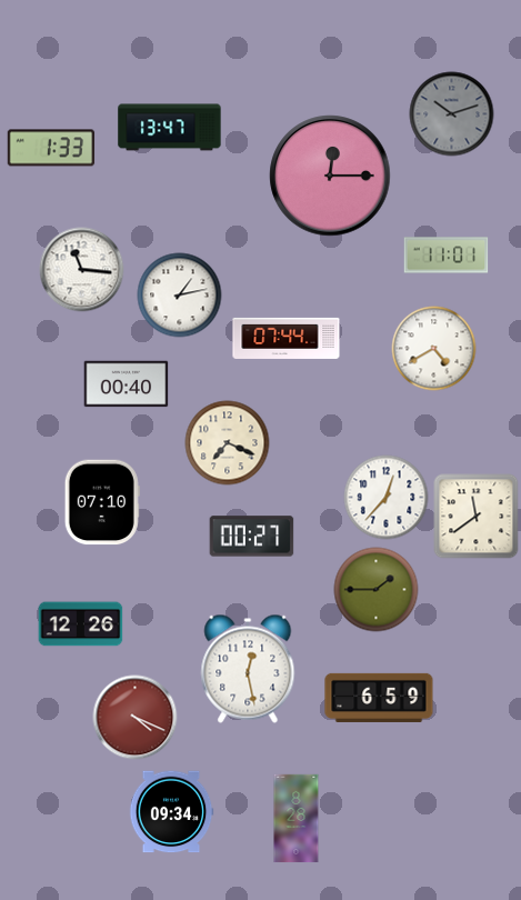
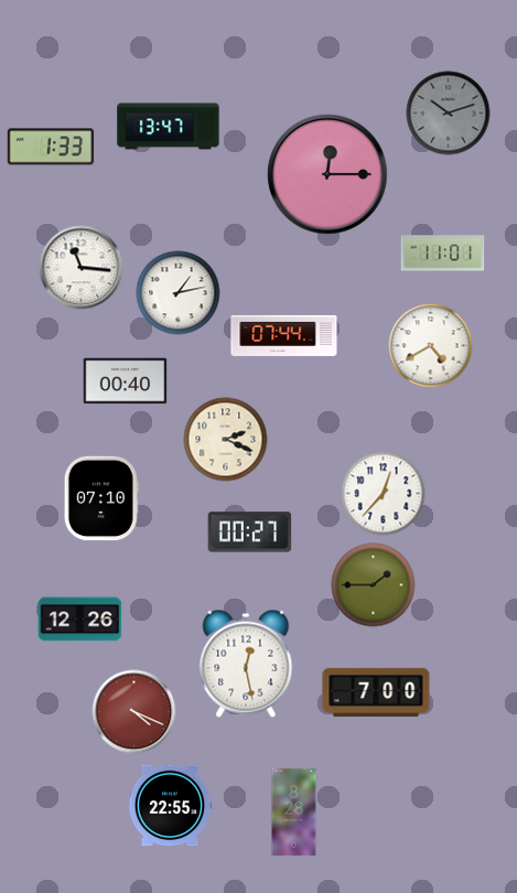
clock at (228, 443): 7:19 -> 2:19
clock at (477, 517): 11:39 -> none
clock at (379, 698): 6:59 -> 7:00
clock at (171, 812): 09:34 -> 22:55
